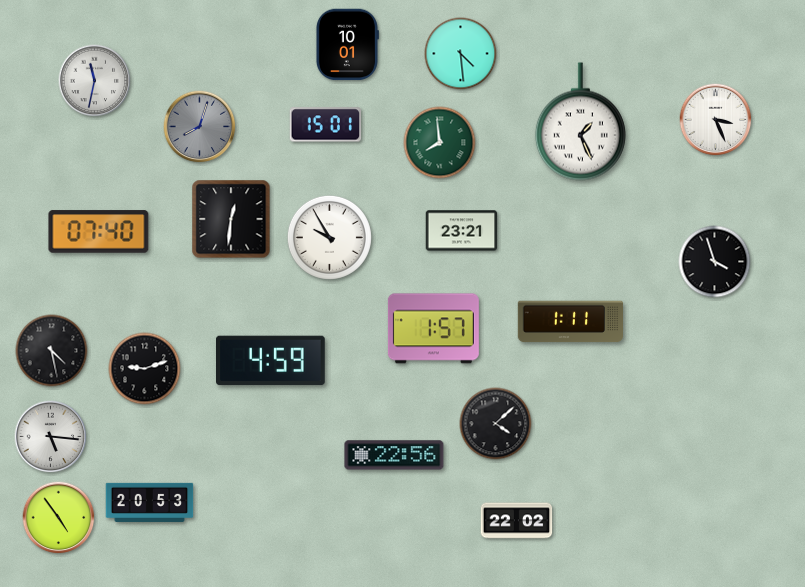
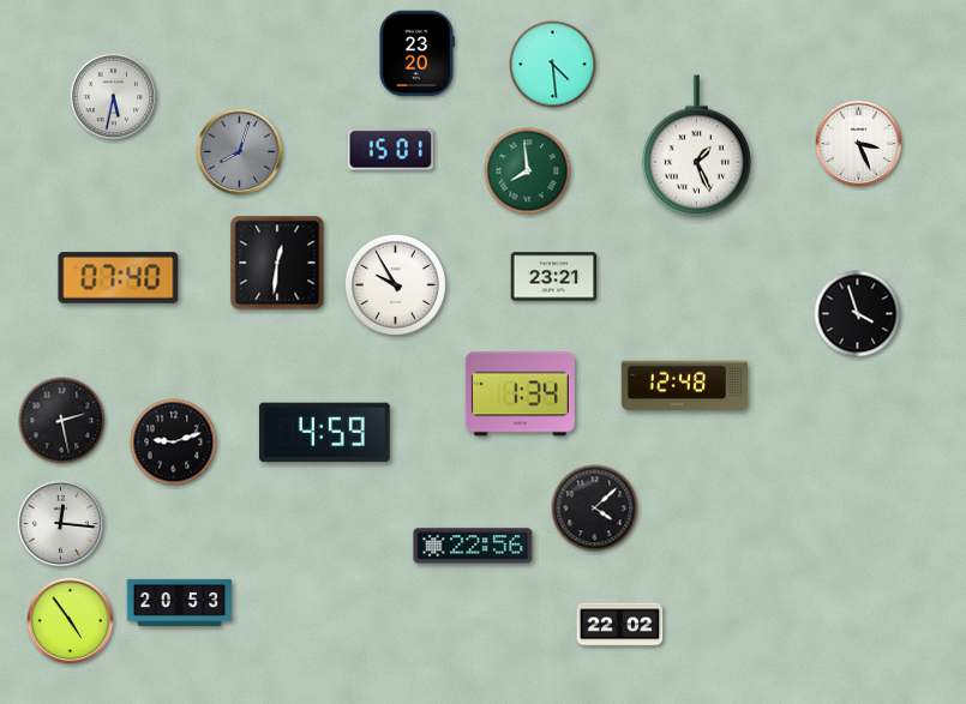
clock at (347, 45): 10:01 -> 23:20
clock at (95, 81): 11:32 -> 5:32
clock at (570, 322): 1:11 -> 12:48
clock at (433, 329): 1:57 -> 1:34
clock at (52, 351): 4:28 -> 2:28
clock at (51, 437): 5:16 -> 12:16
